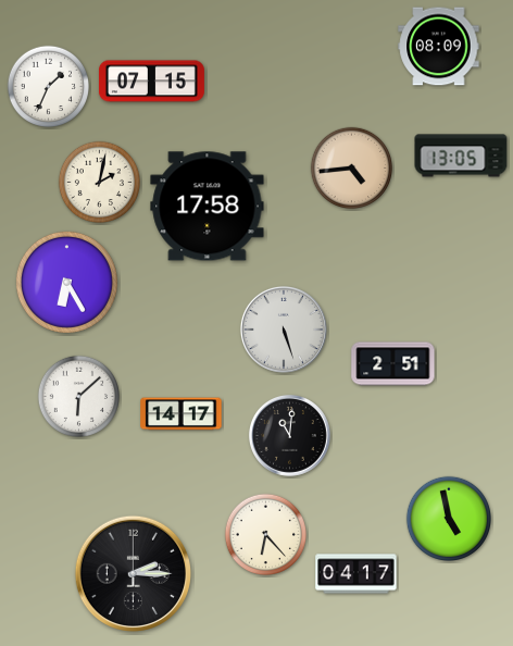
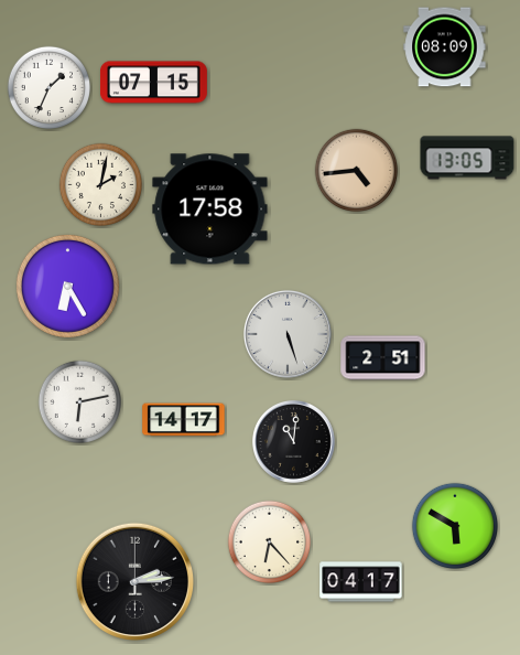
clock at (393, 364) position: (393, 364) -> (383, 358)
clock at (78, 396): 6:08 -> 6:13
clock at (448, 518): 4:58 -> 5:50
clock at (133, 573): 2:15 -> 2:14
